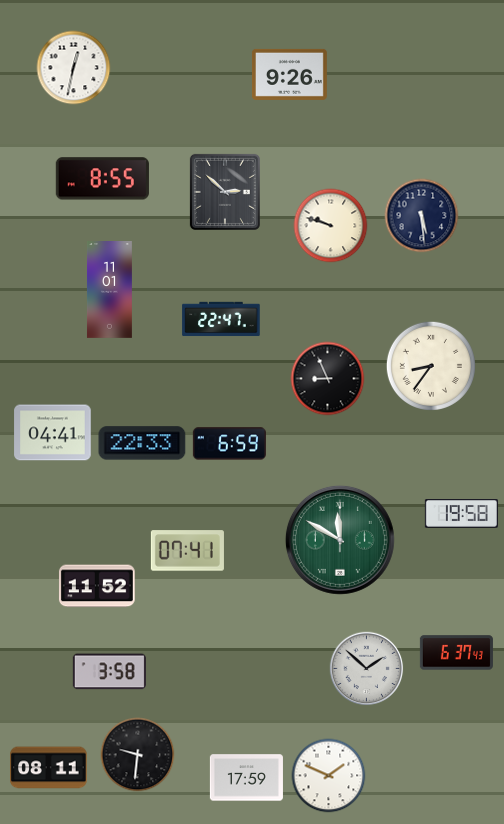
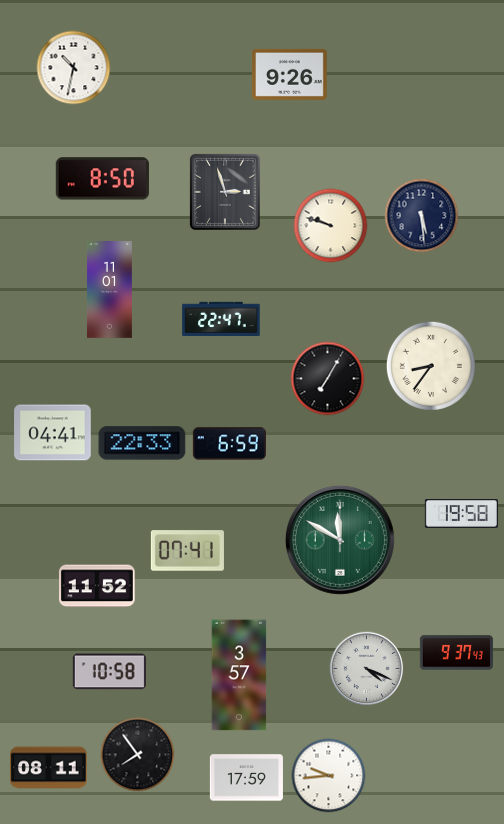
clock at (74, 68): 12:32 -> 10:32
clock at (102, 179): 8:55 -> 8:50
clock at (225, 192): 2:52 -> 2:57
clock at (328, 379): 8:56 -> 7:05
clock at (456, 653): 6:37 -> 9:37
clock at (367, 669): 1:52 -> 4:19
clock at (109, 672): 3:58 -> 10:58
clock at (239, 675): none -> 3:57
clock at (138, 755): 9:31 -> 7:54
clock at (329, 776): 1:49 -> 9:44
